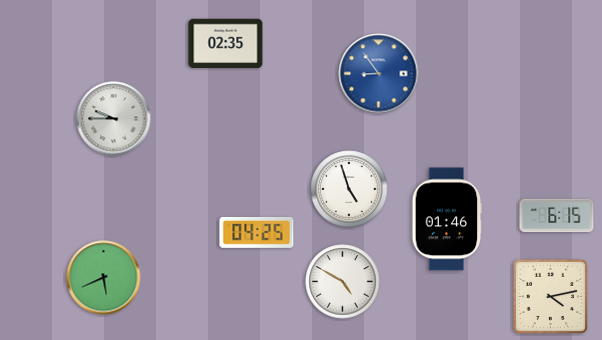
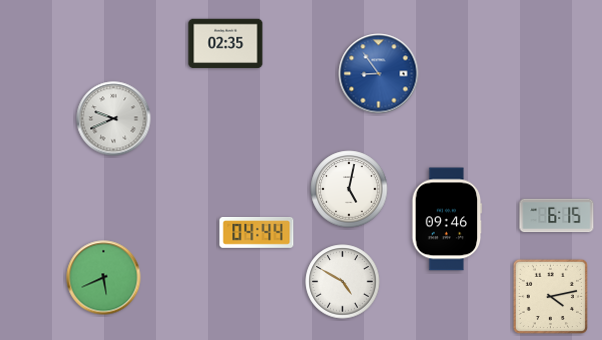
clock at (114, 119): 9:45 -> 9:41
clock at (349, 189): 4:57 -> 5:02
clock at (447, 219): 01:46 -> 09:46
clock at (257, 232): 04:25 -> 04:44
